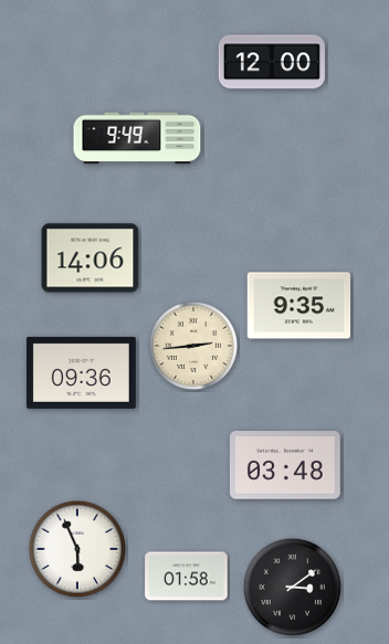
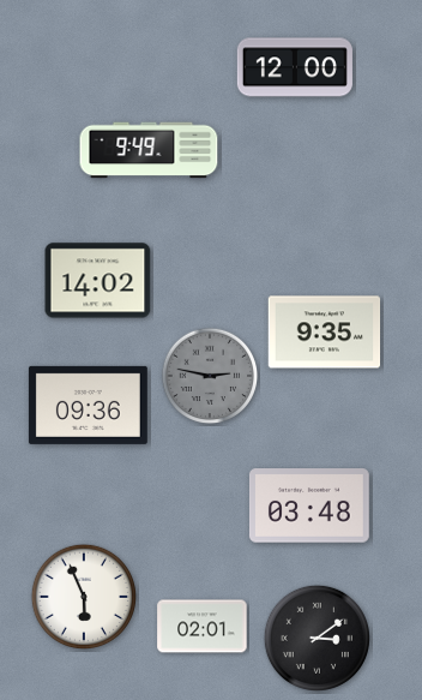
clock at (91, 258): 14:06 -> 14:02
clock at (193, 346): 2:44 -> 2:47
clock at (193, 346) dial: cream -> grey
clock at (187, 577): 01:58 -> 02:01
